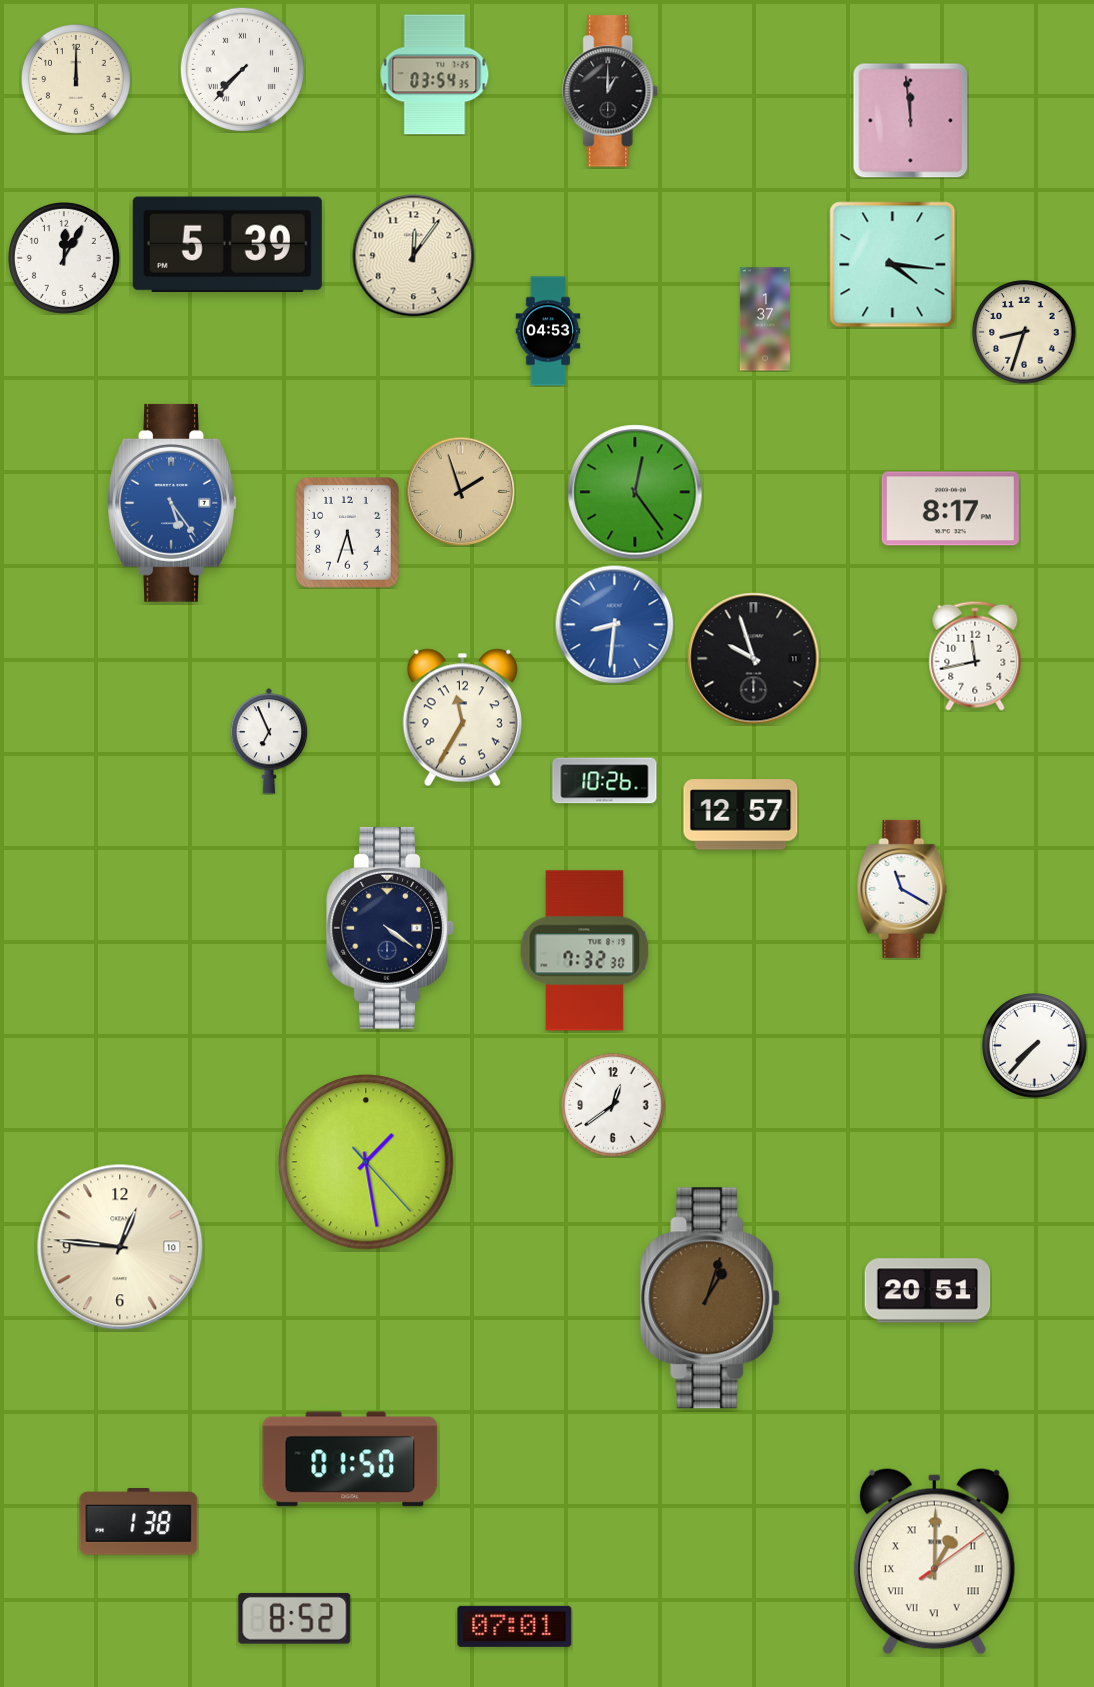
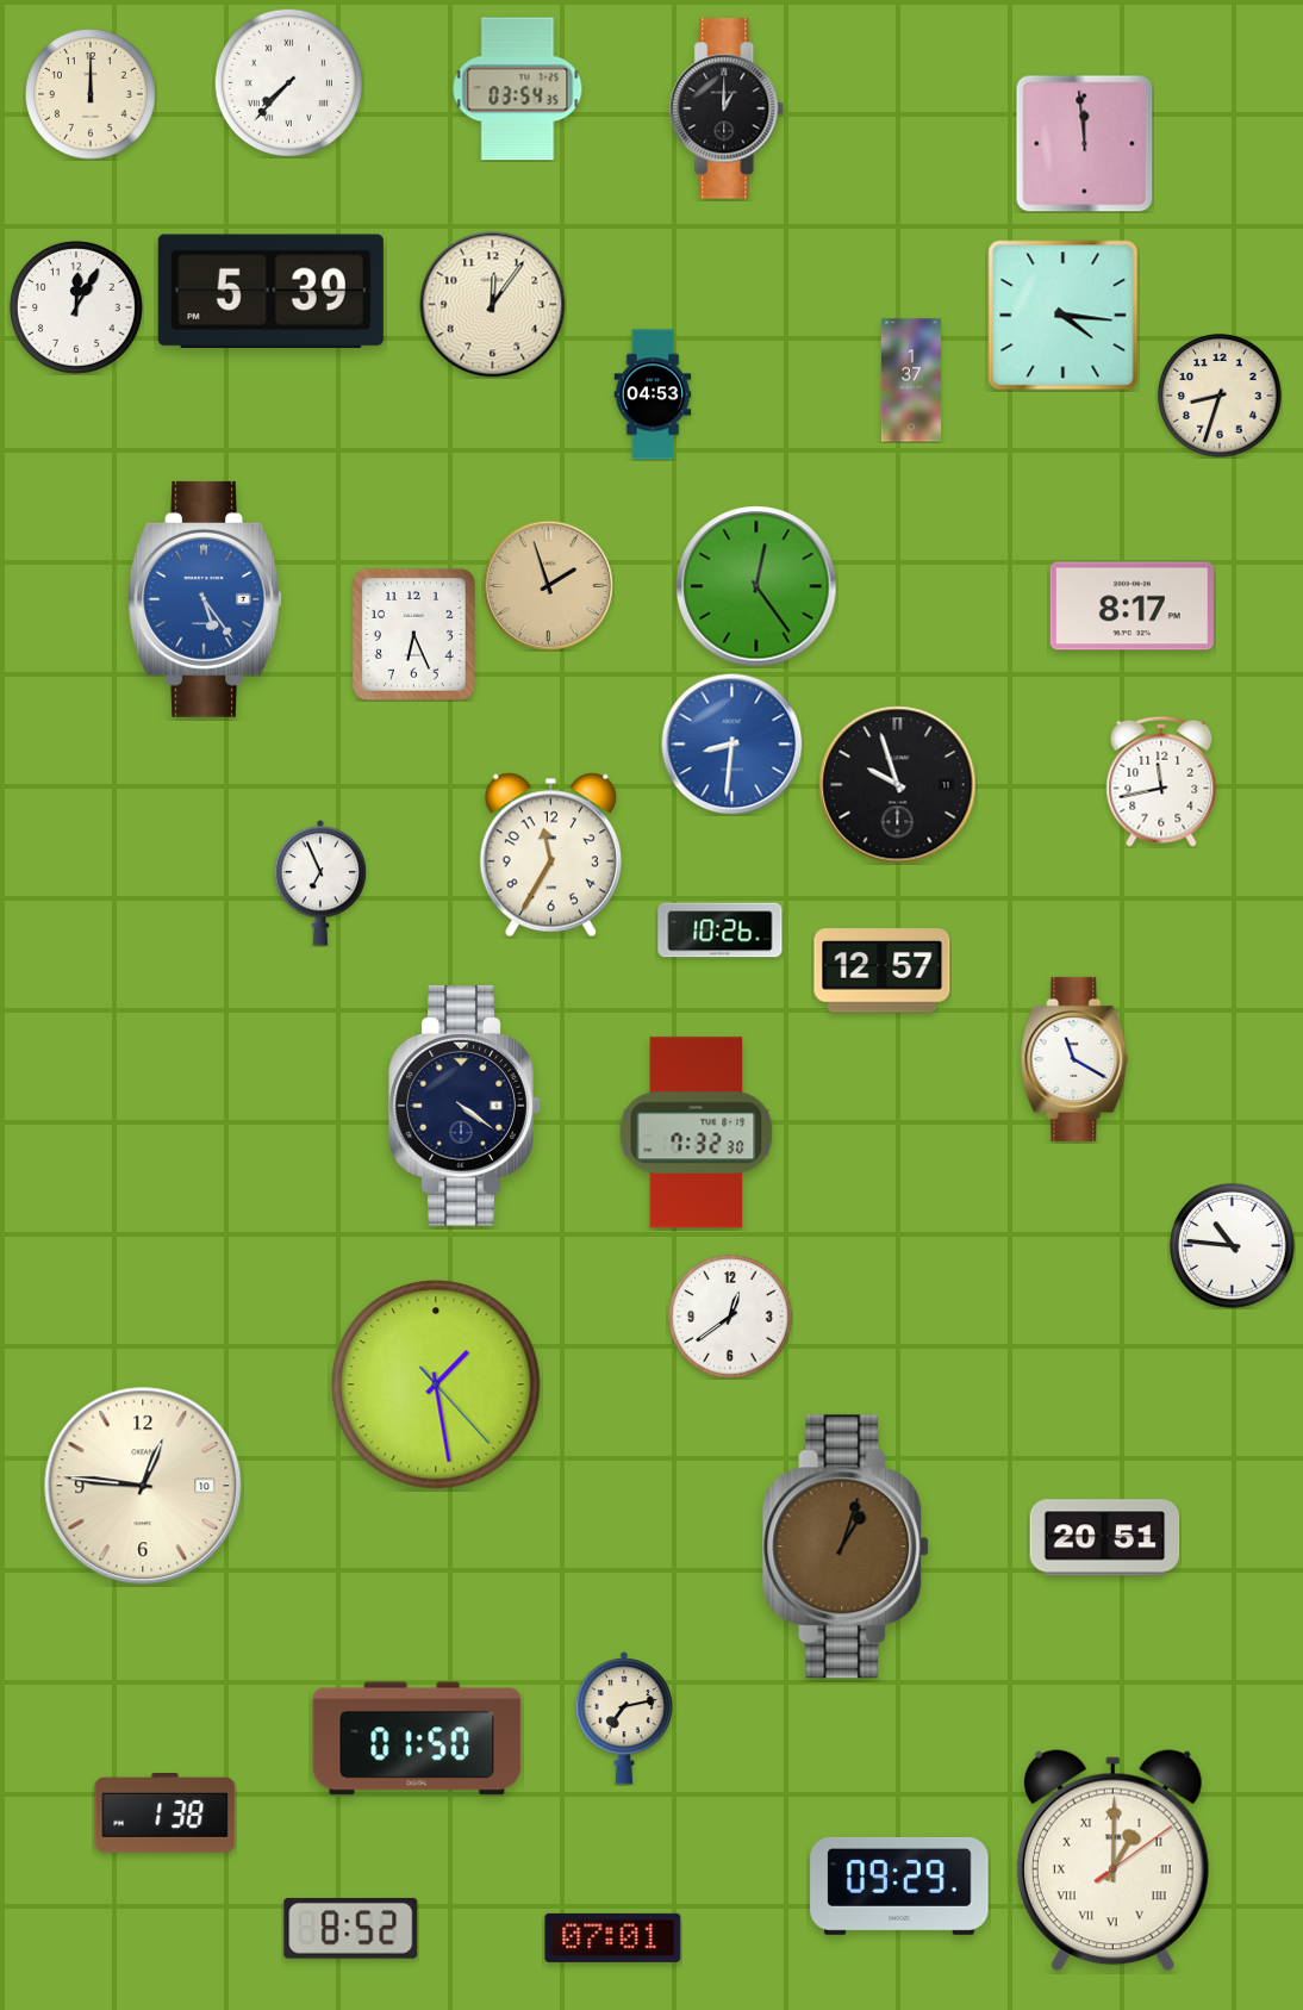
clock at (347, 533): 5:33 -> 6:26
clock at (1035, 1046): 7:37 -> 10:46
clock at (623, 1718): none -> 7:13
clock at (899, 1886): none -> 09:29
